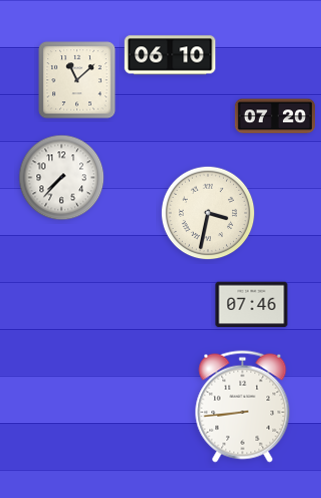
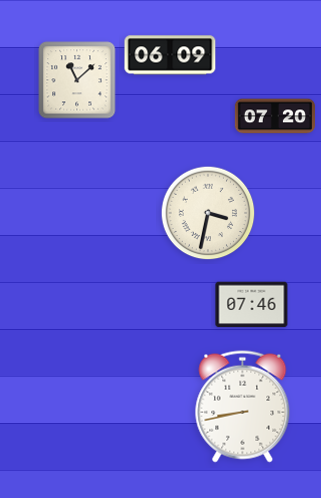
clock at (170, 55): 06:10 -> 06:09
clock at (62, 178): 7:37 -> none
clock at (243, 407): 8:44 -> 8:43
